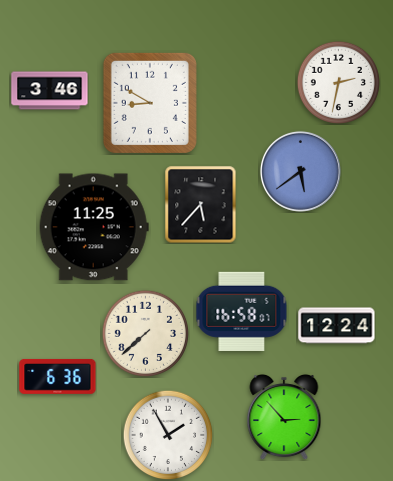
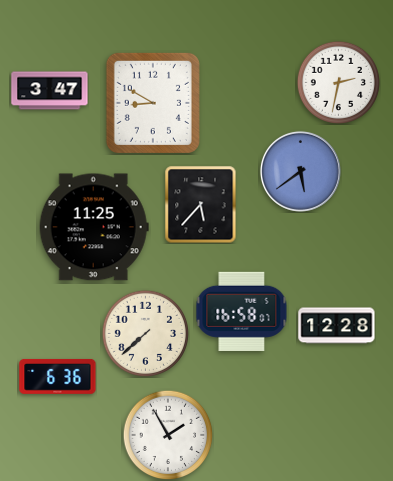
clock at (50, 91): 3:46 -> 3:47
clock at (150, 103) position: (150, 103) -> (153, 103)
clock at (337, 326): 12:24 -> 12:28
clock at (284, 417): 2:53 -> none
